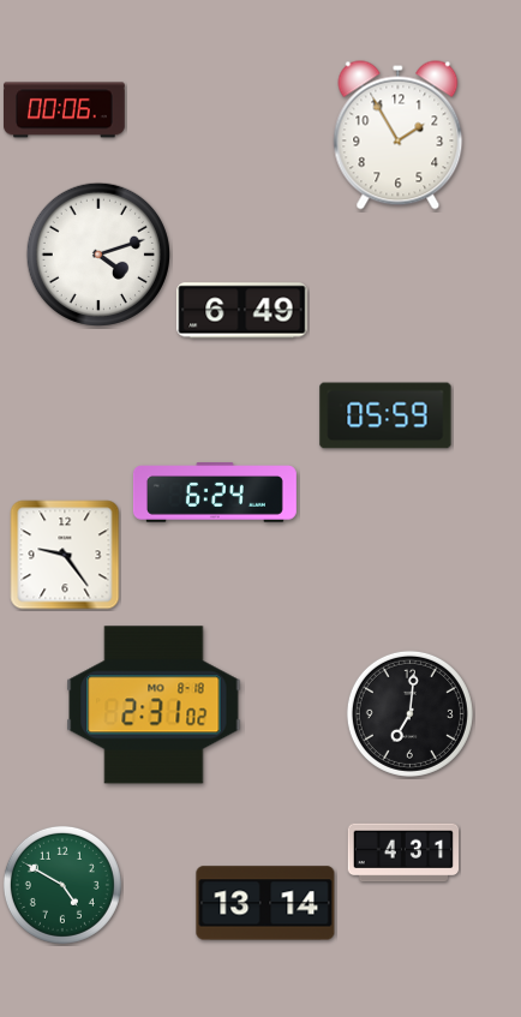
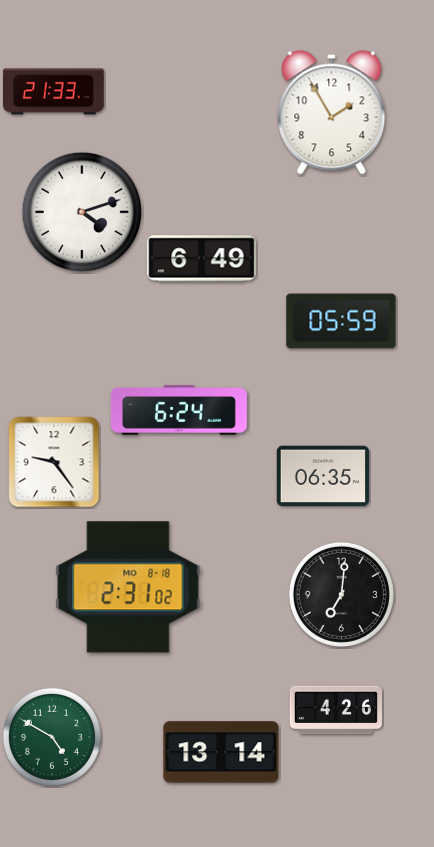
clock at (65, 110): 00:06 -> 21:33
clock at (385, 415) position: (385, 415) -> (341, 321)
clock at (323, 476): none -> 06:35
clock at (402, 853): 4:31 -> 4:26
